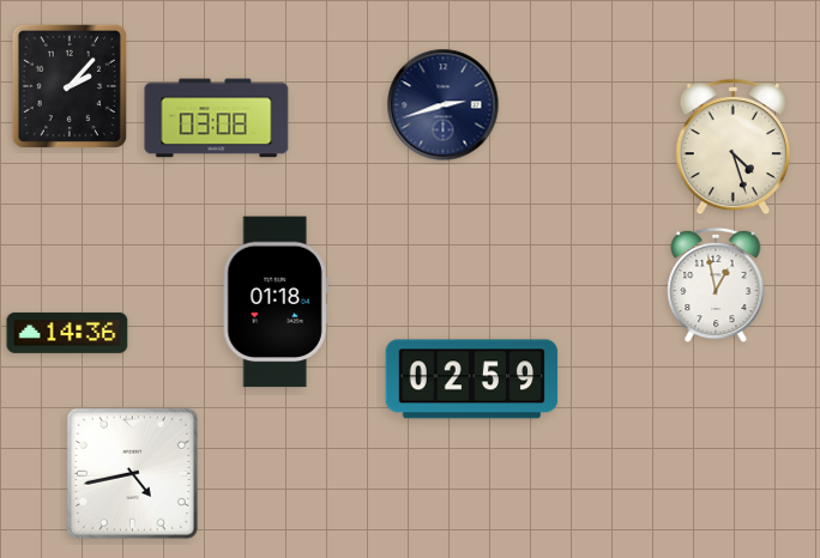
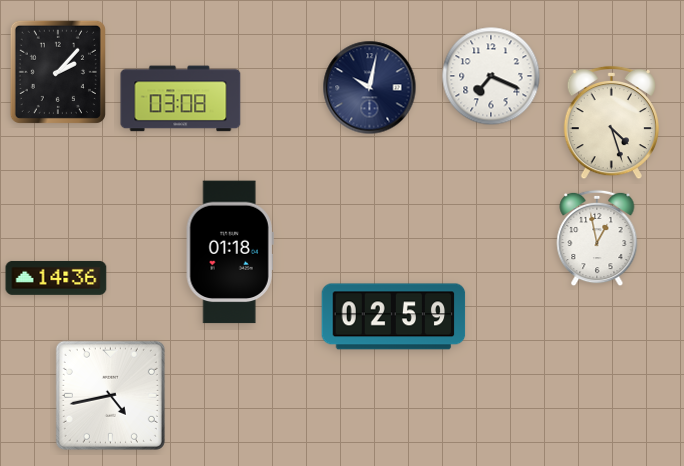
clock at (491, 76): none -> 7:19
clock at (444, 105): 2:42 -> 10:02
